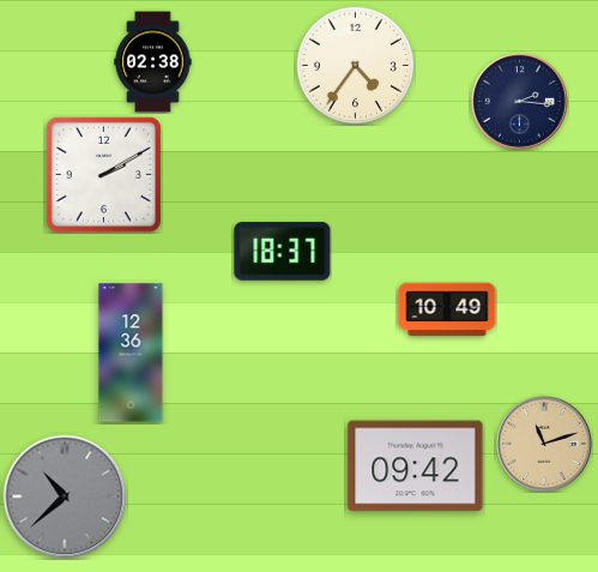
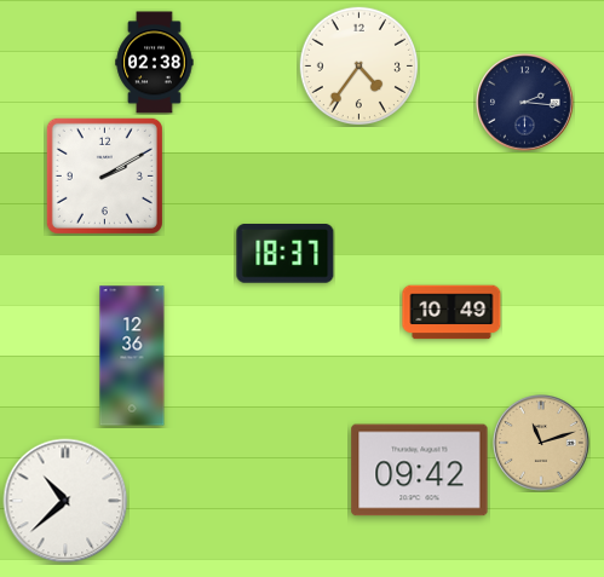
clock at (545, 445) position: (545, 445) -> (542, 444)
clock at (65, 496) dial: grey -> white
